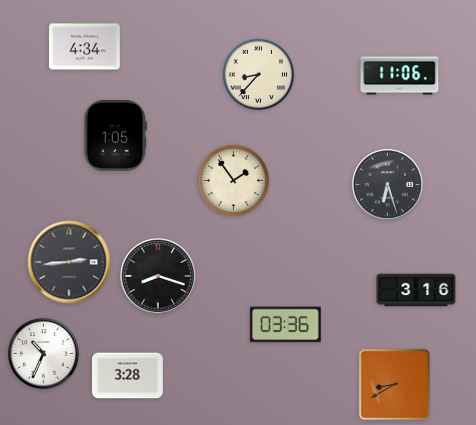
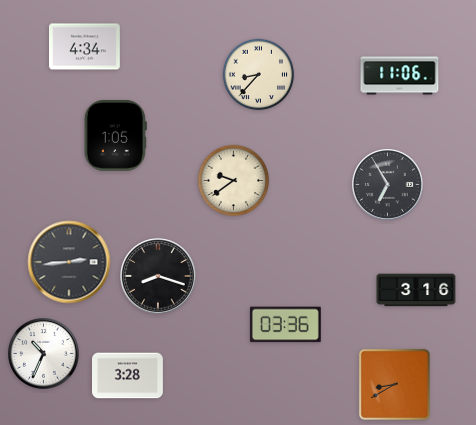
clock at (234, 181): 1:54 -> 9:39
clock at (388, 185): 6:27 -> 6:55
